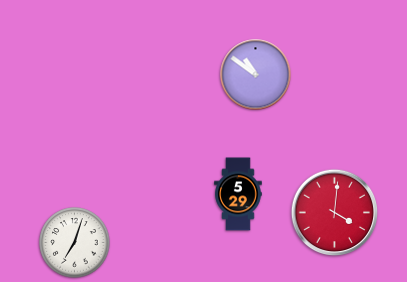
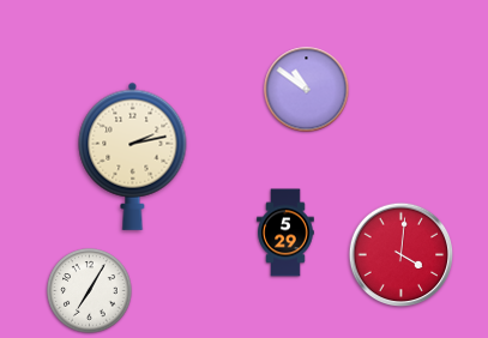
clock at (133, 156): none -> 2:13
clock at (75, 243): 7:03 -> 7:05
